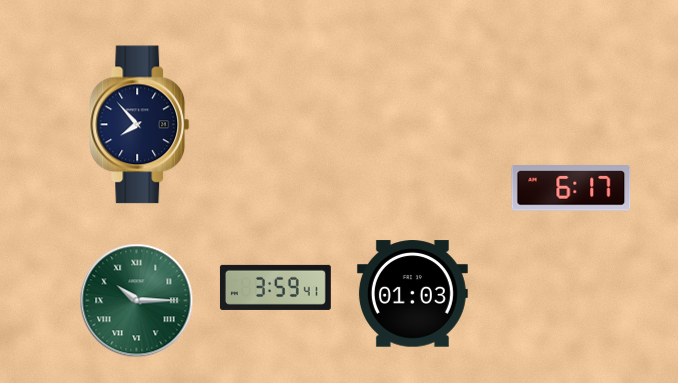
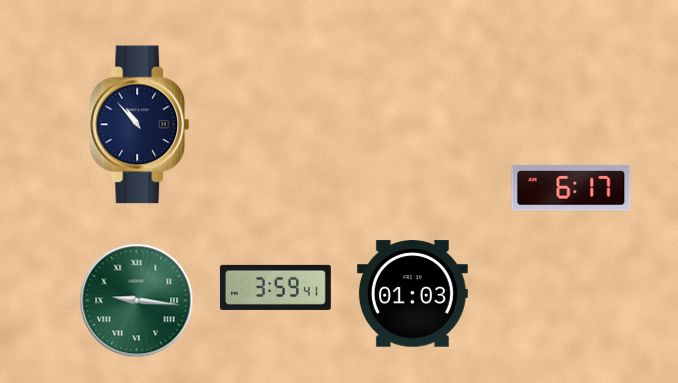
clock at (140, 125): 7:53 -> 10:53
clock at (137, 301): 10:15 -> 9:16
